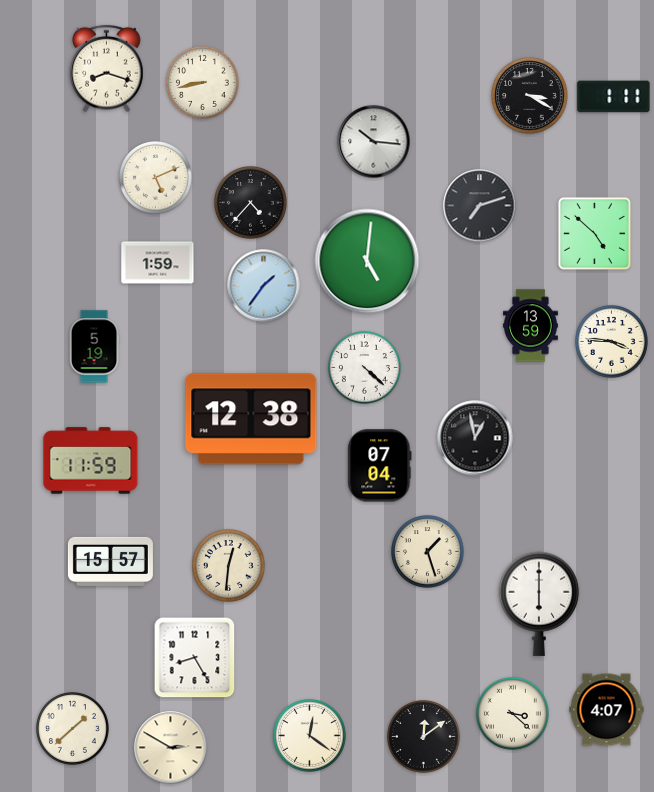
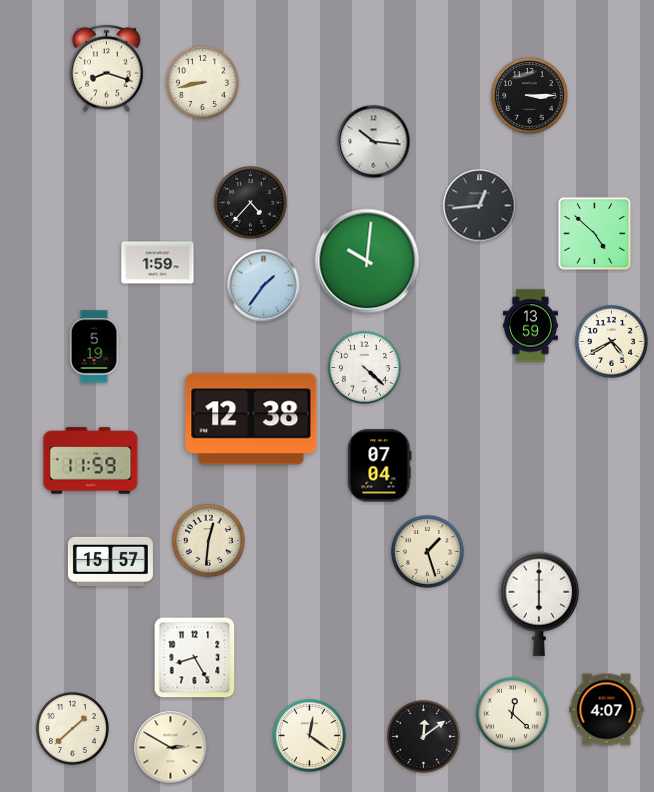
clock at (530, 96): 3:20 -> 3:15
clock at (614, 97): 1:11 -> none
clock at (156, 178): 5:11 -> none
clock at (480, 206): 7:12 -> 12:44
clock at (367, 261): 5:01 -> 10:01
clock at (612, 342): 3:46 -> 4:40
clock at (475, 438): 12:58 -> none
clock at (229, 566) position: (229, 566) -> (209, 541)
clock at (513, 714): 3:22 -> 12:22
